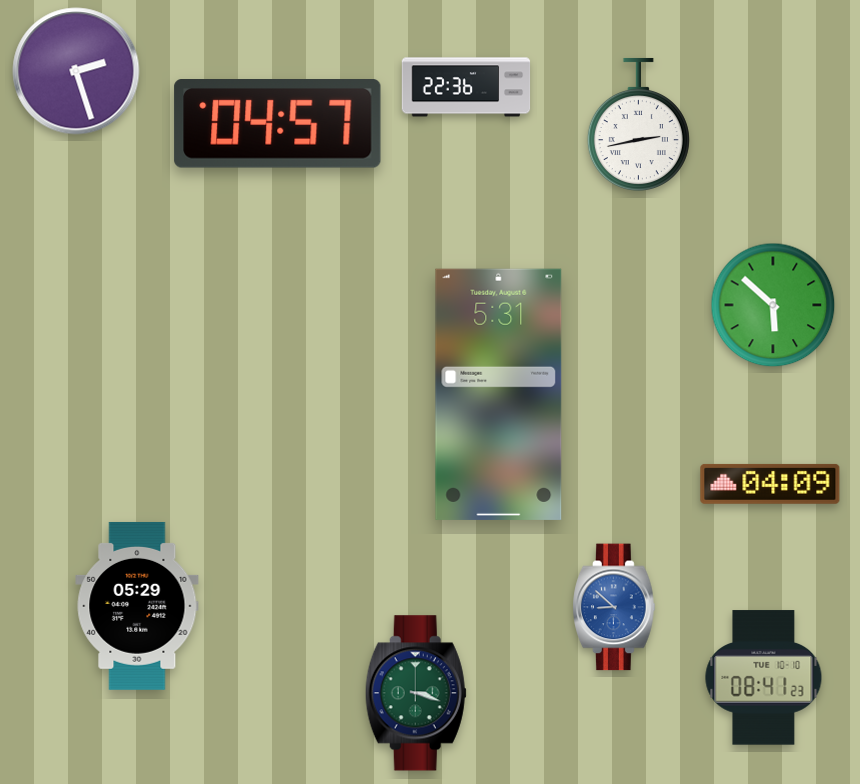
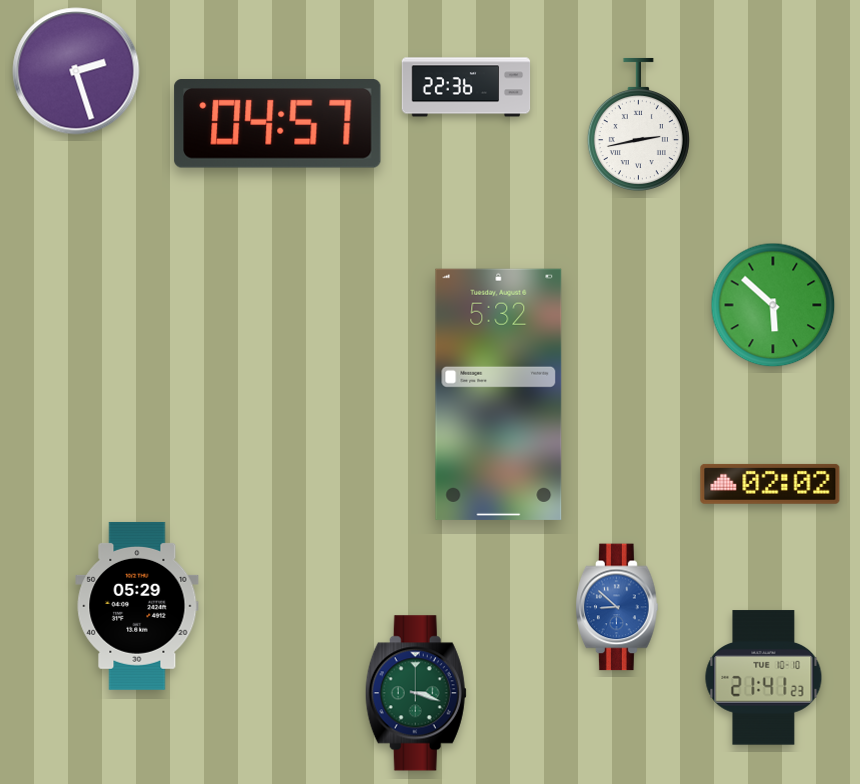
clock at (499, 394): 5:31 -> 5:32
clock at (770, 484): 04:09 -> 02:02
clock at (614, 607) position: (614, 607) -> (617, 607)
clock at (764, 678): 08:41 -> 21:41
